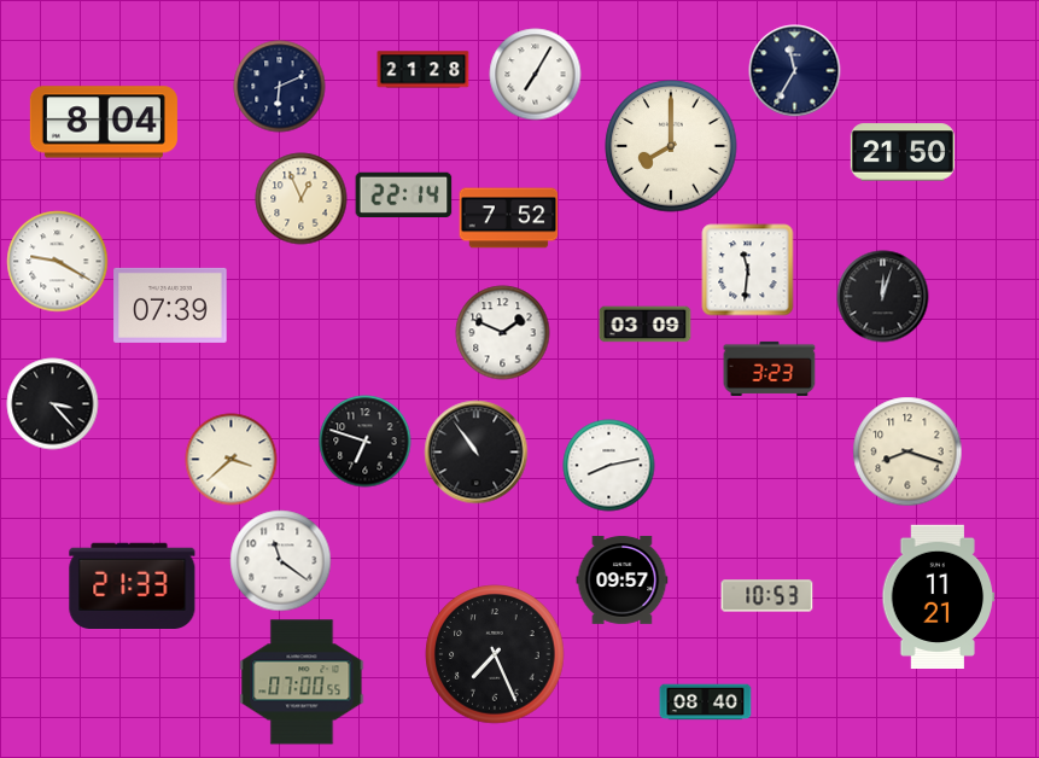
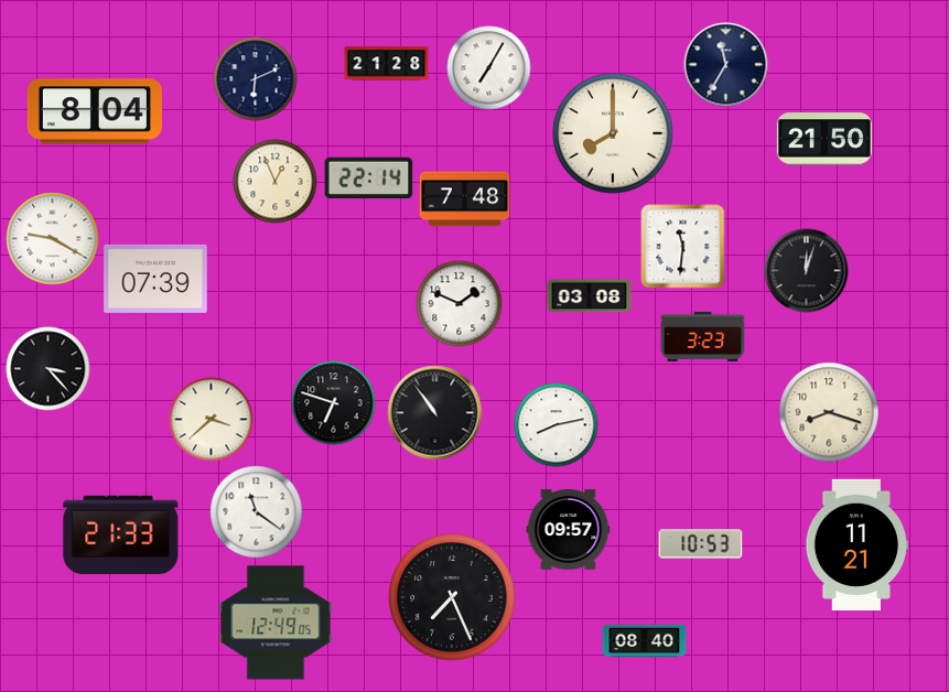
clock at (509, 218): 7:52 -> 7:48
clock at (646, 325): 03:09 -> 03:08
clock at (302, 682): 07:00 -> 12:49
